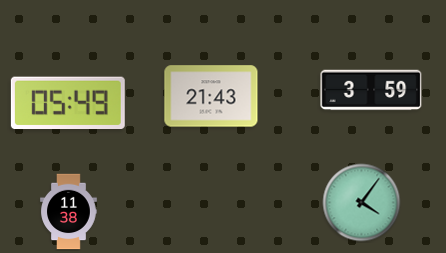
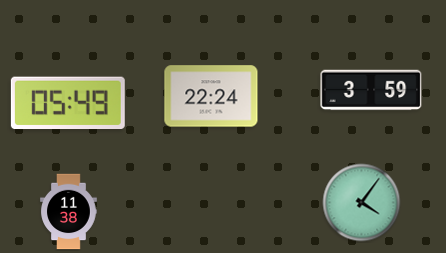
clock at (211, 96): 21:43 -> 22:24
